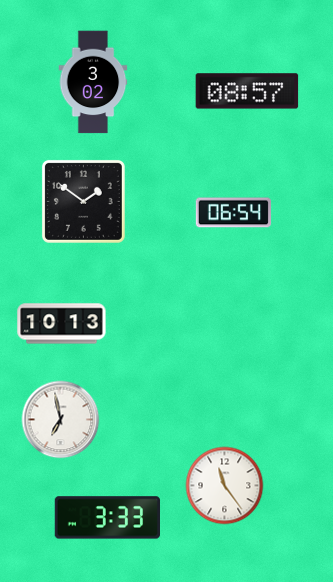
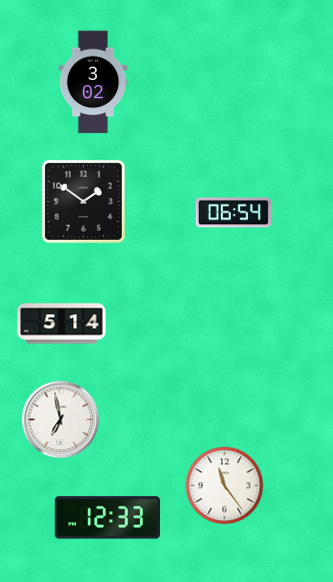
clock at (247, 91): 08:57 -> none
clock at (62, 324): 10:13 -> 5:14
clock at (108, 518): 3:33 -> 12:33
